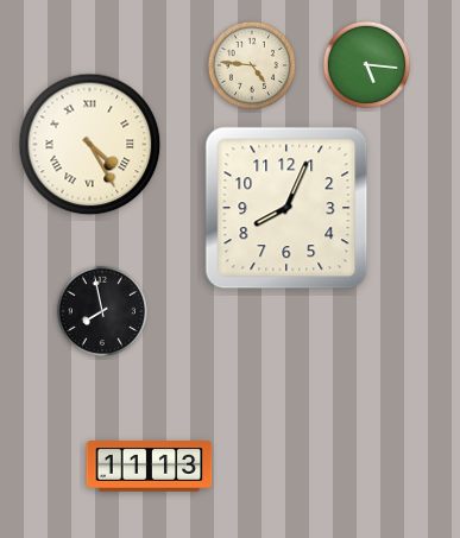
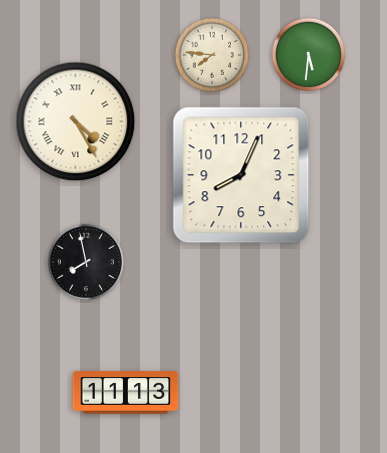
clock at (252, 65): 4:46 -> 7:46
clock at (367, 65): 5:16 -> 5:31
